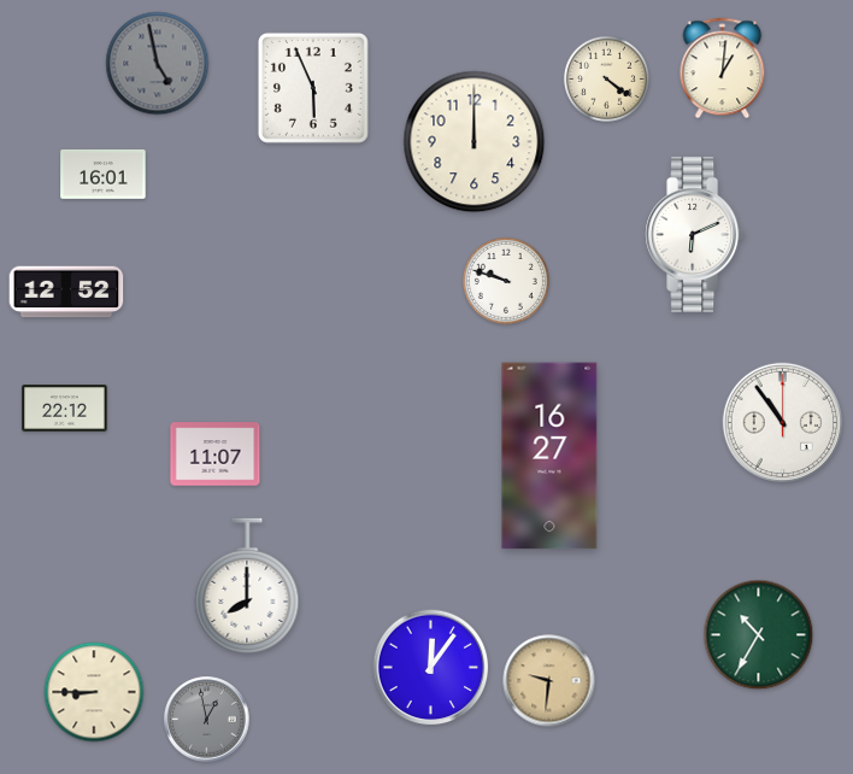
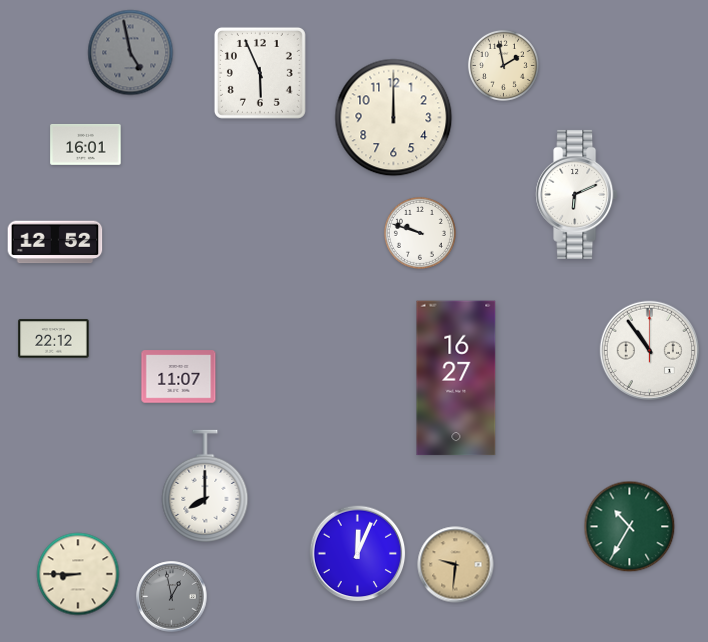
clock at (723, 69): 1:01 -> none
clock at (606, 78): 4:21 -> 1:58
clock at (431, 668): 12:06 -> 12:04
